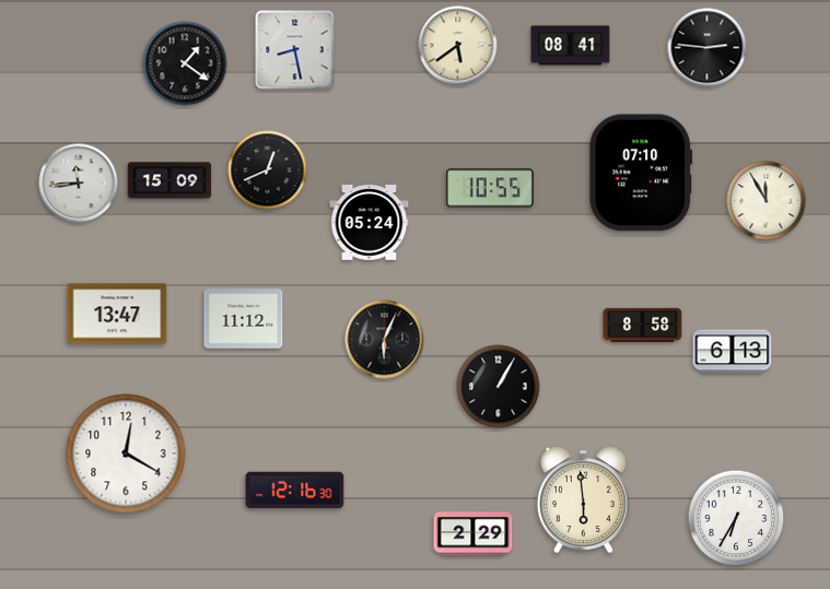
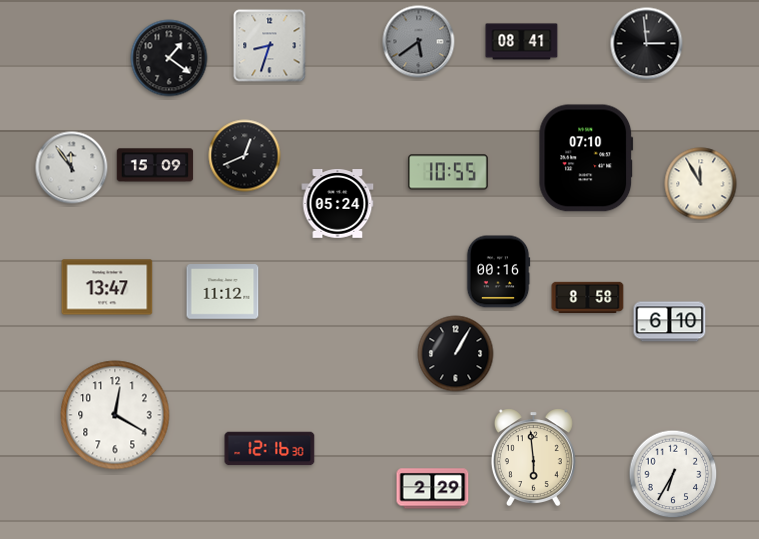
clock at (458, 46) dial: cream -> grey
clock at (708, 48): 2:46 -> 2:59
clock at (295, 50): 8:28 -> 8:33
clock at (79, 184): 11:44 -> 11:54
clock at (498, 272): none -> 00:16
clock at (385, 340): 6:04 -> none
clock at (733, 352): 6:13 -> 6:10
